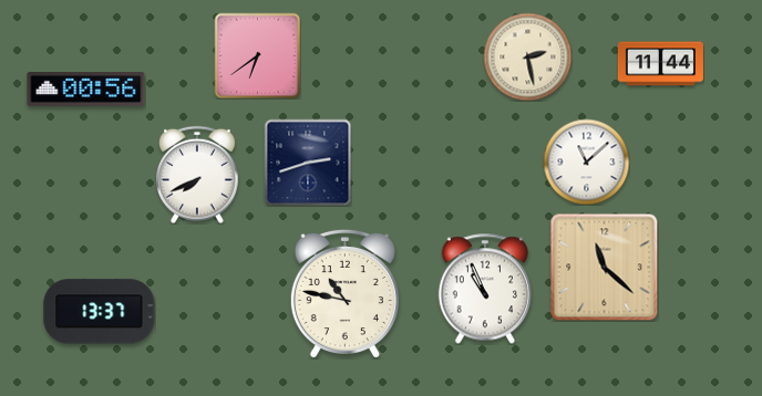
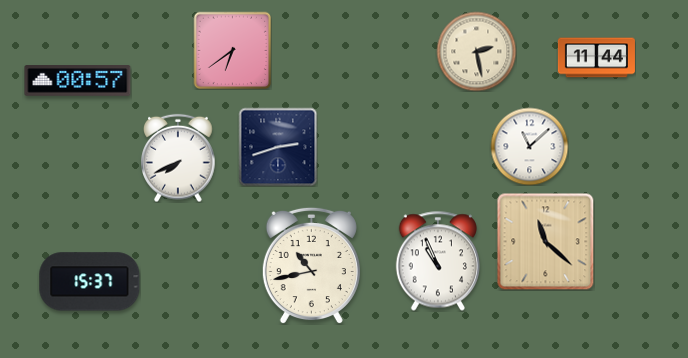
clock at (86, 90): 00:56 -> 00:57
clock at (344, 293): 10:47 -> 10:43
clock at (100, 312): 13:37 -> 15:37
